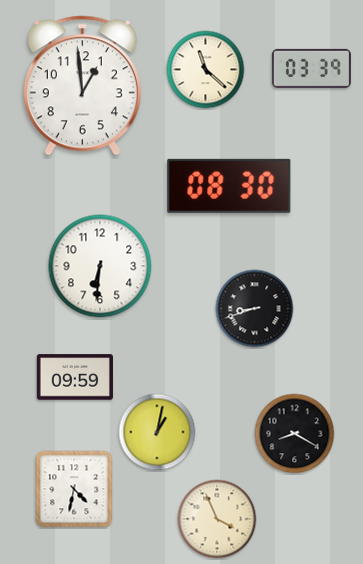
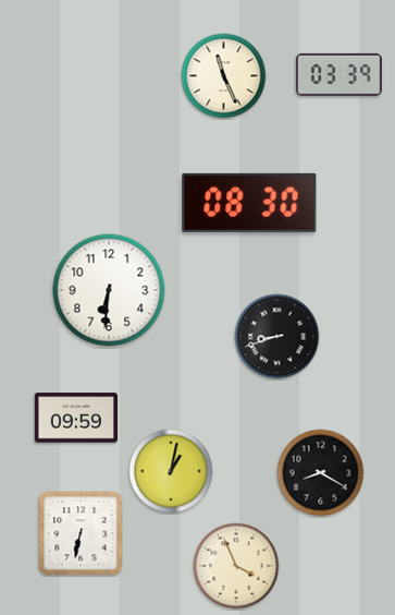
clock at (206, 70): 11:22 -> 11:26
clock at (82, 86): 12:59 -> none
clock at (75, 377) position: (75, 377) -> (76, 418)
clock at (74, 489): 4:32 -> 6:32
